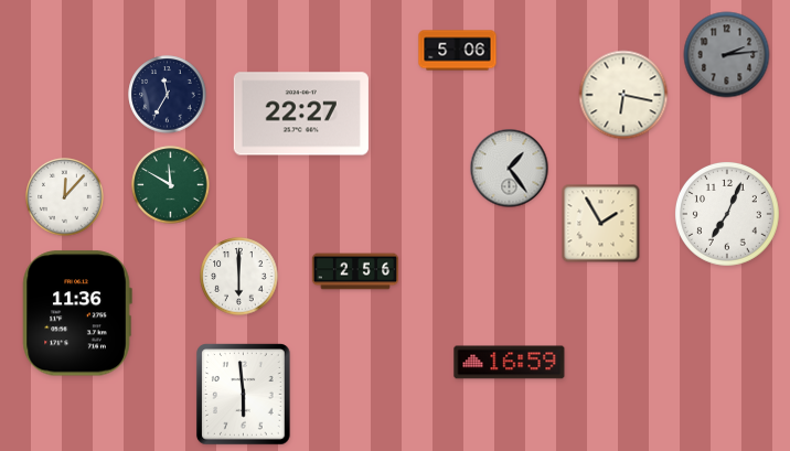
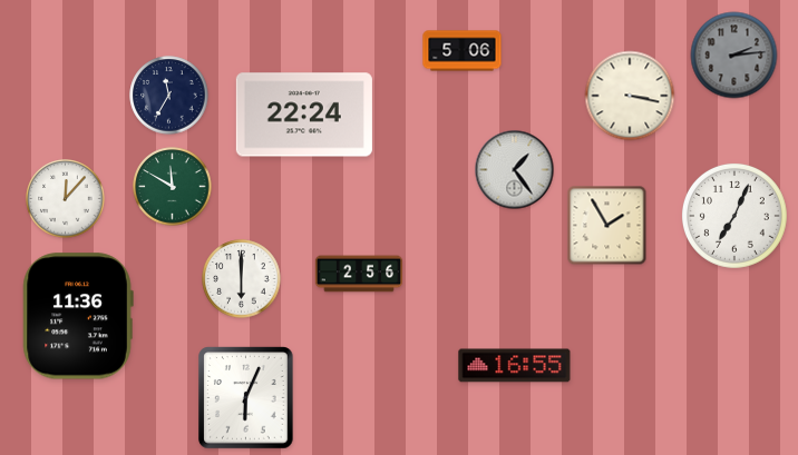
clock at (623, 95): 6:17 -> 3:17
clock at (301, 114): 22:27 -> 22:24
clock at (510, 363): 16:59 -> 16:55
clock at (244, 395): 5:59 -> 6:04
